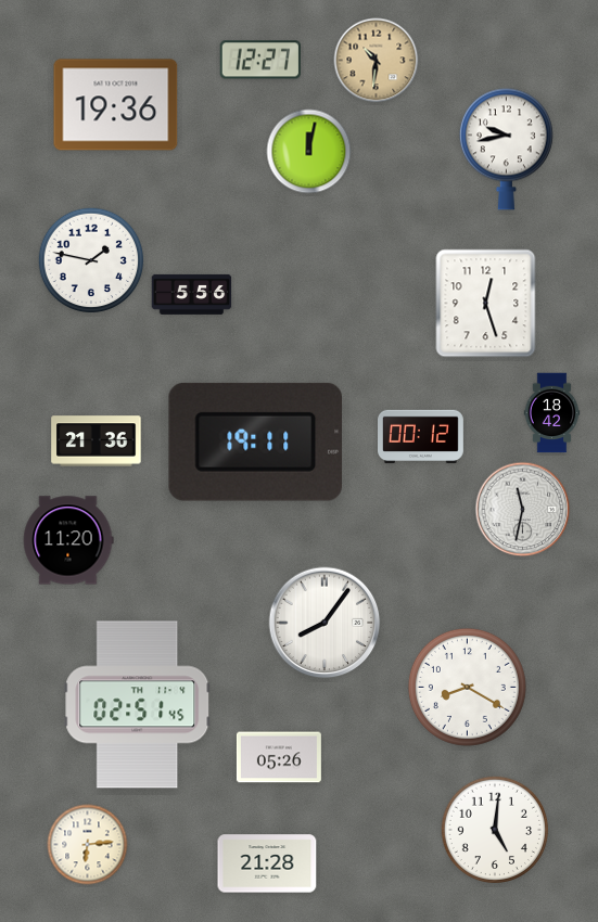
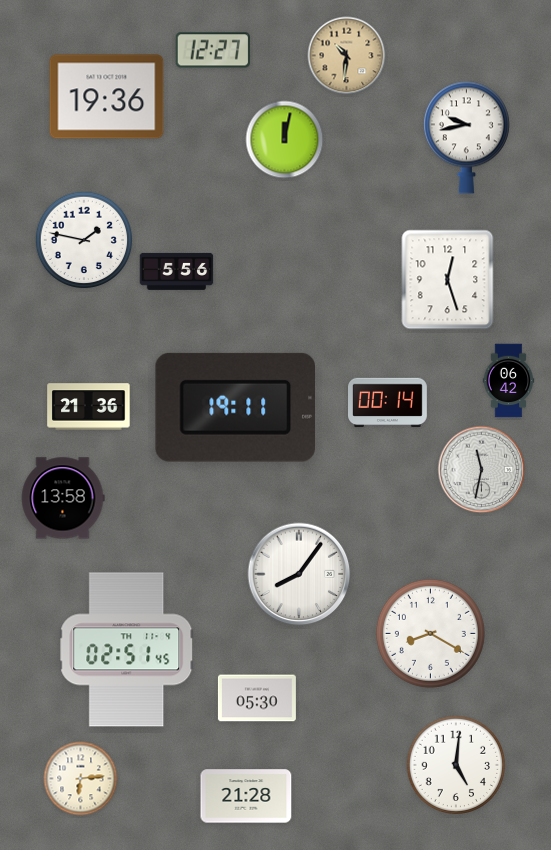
clock at (259, 60) position: (259, 60) -> (212, 50)
clock at (552, 413): 18:42 -> 06:42
clock at (421, 437): 00:12 -> 00:14
clock at (68, 540): 11:20 -> 13:58
clock at (279, 757): 05:26 -> 05:30
